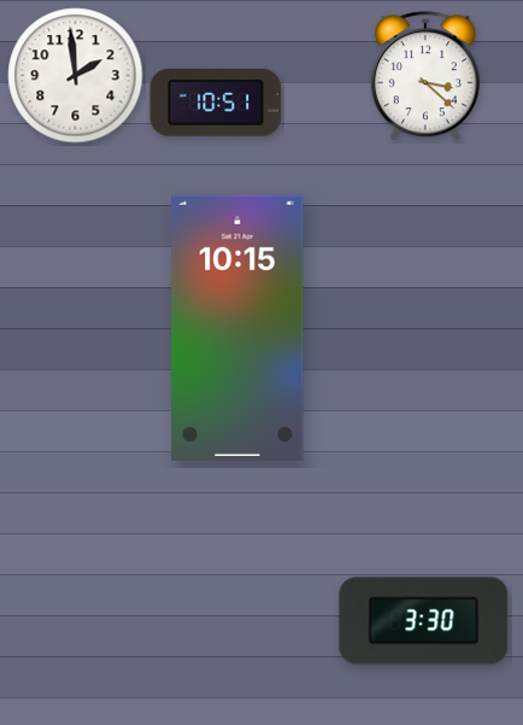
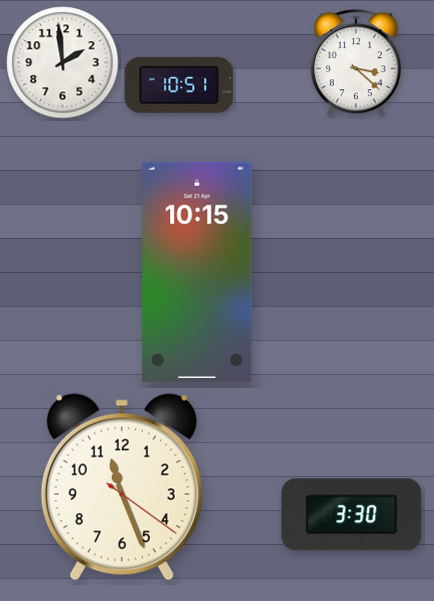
clock at (425, 77) position: (425, 77) -> (356, 64)
clock at (122, 487): none -> 11:26
